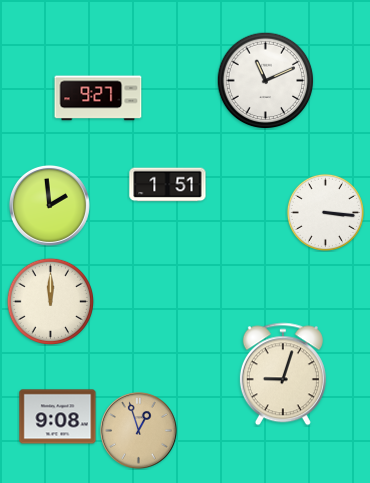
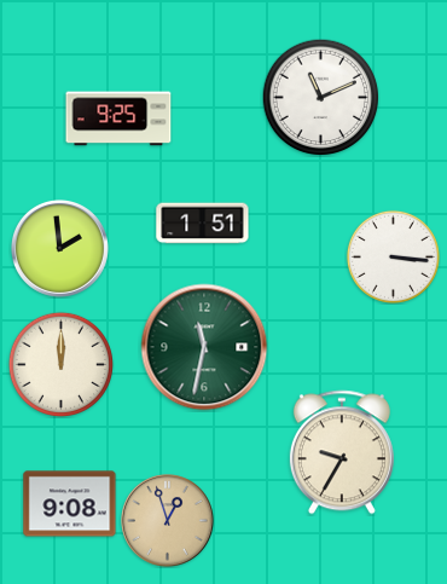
clock at (98, 98): 9:27 -> 9:25
clock at (204, 347): none -> 11:32
clock at (283, 374): 9:03 -> 9:35
